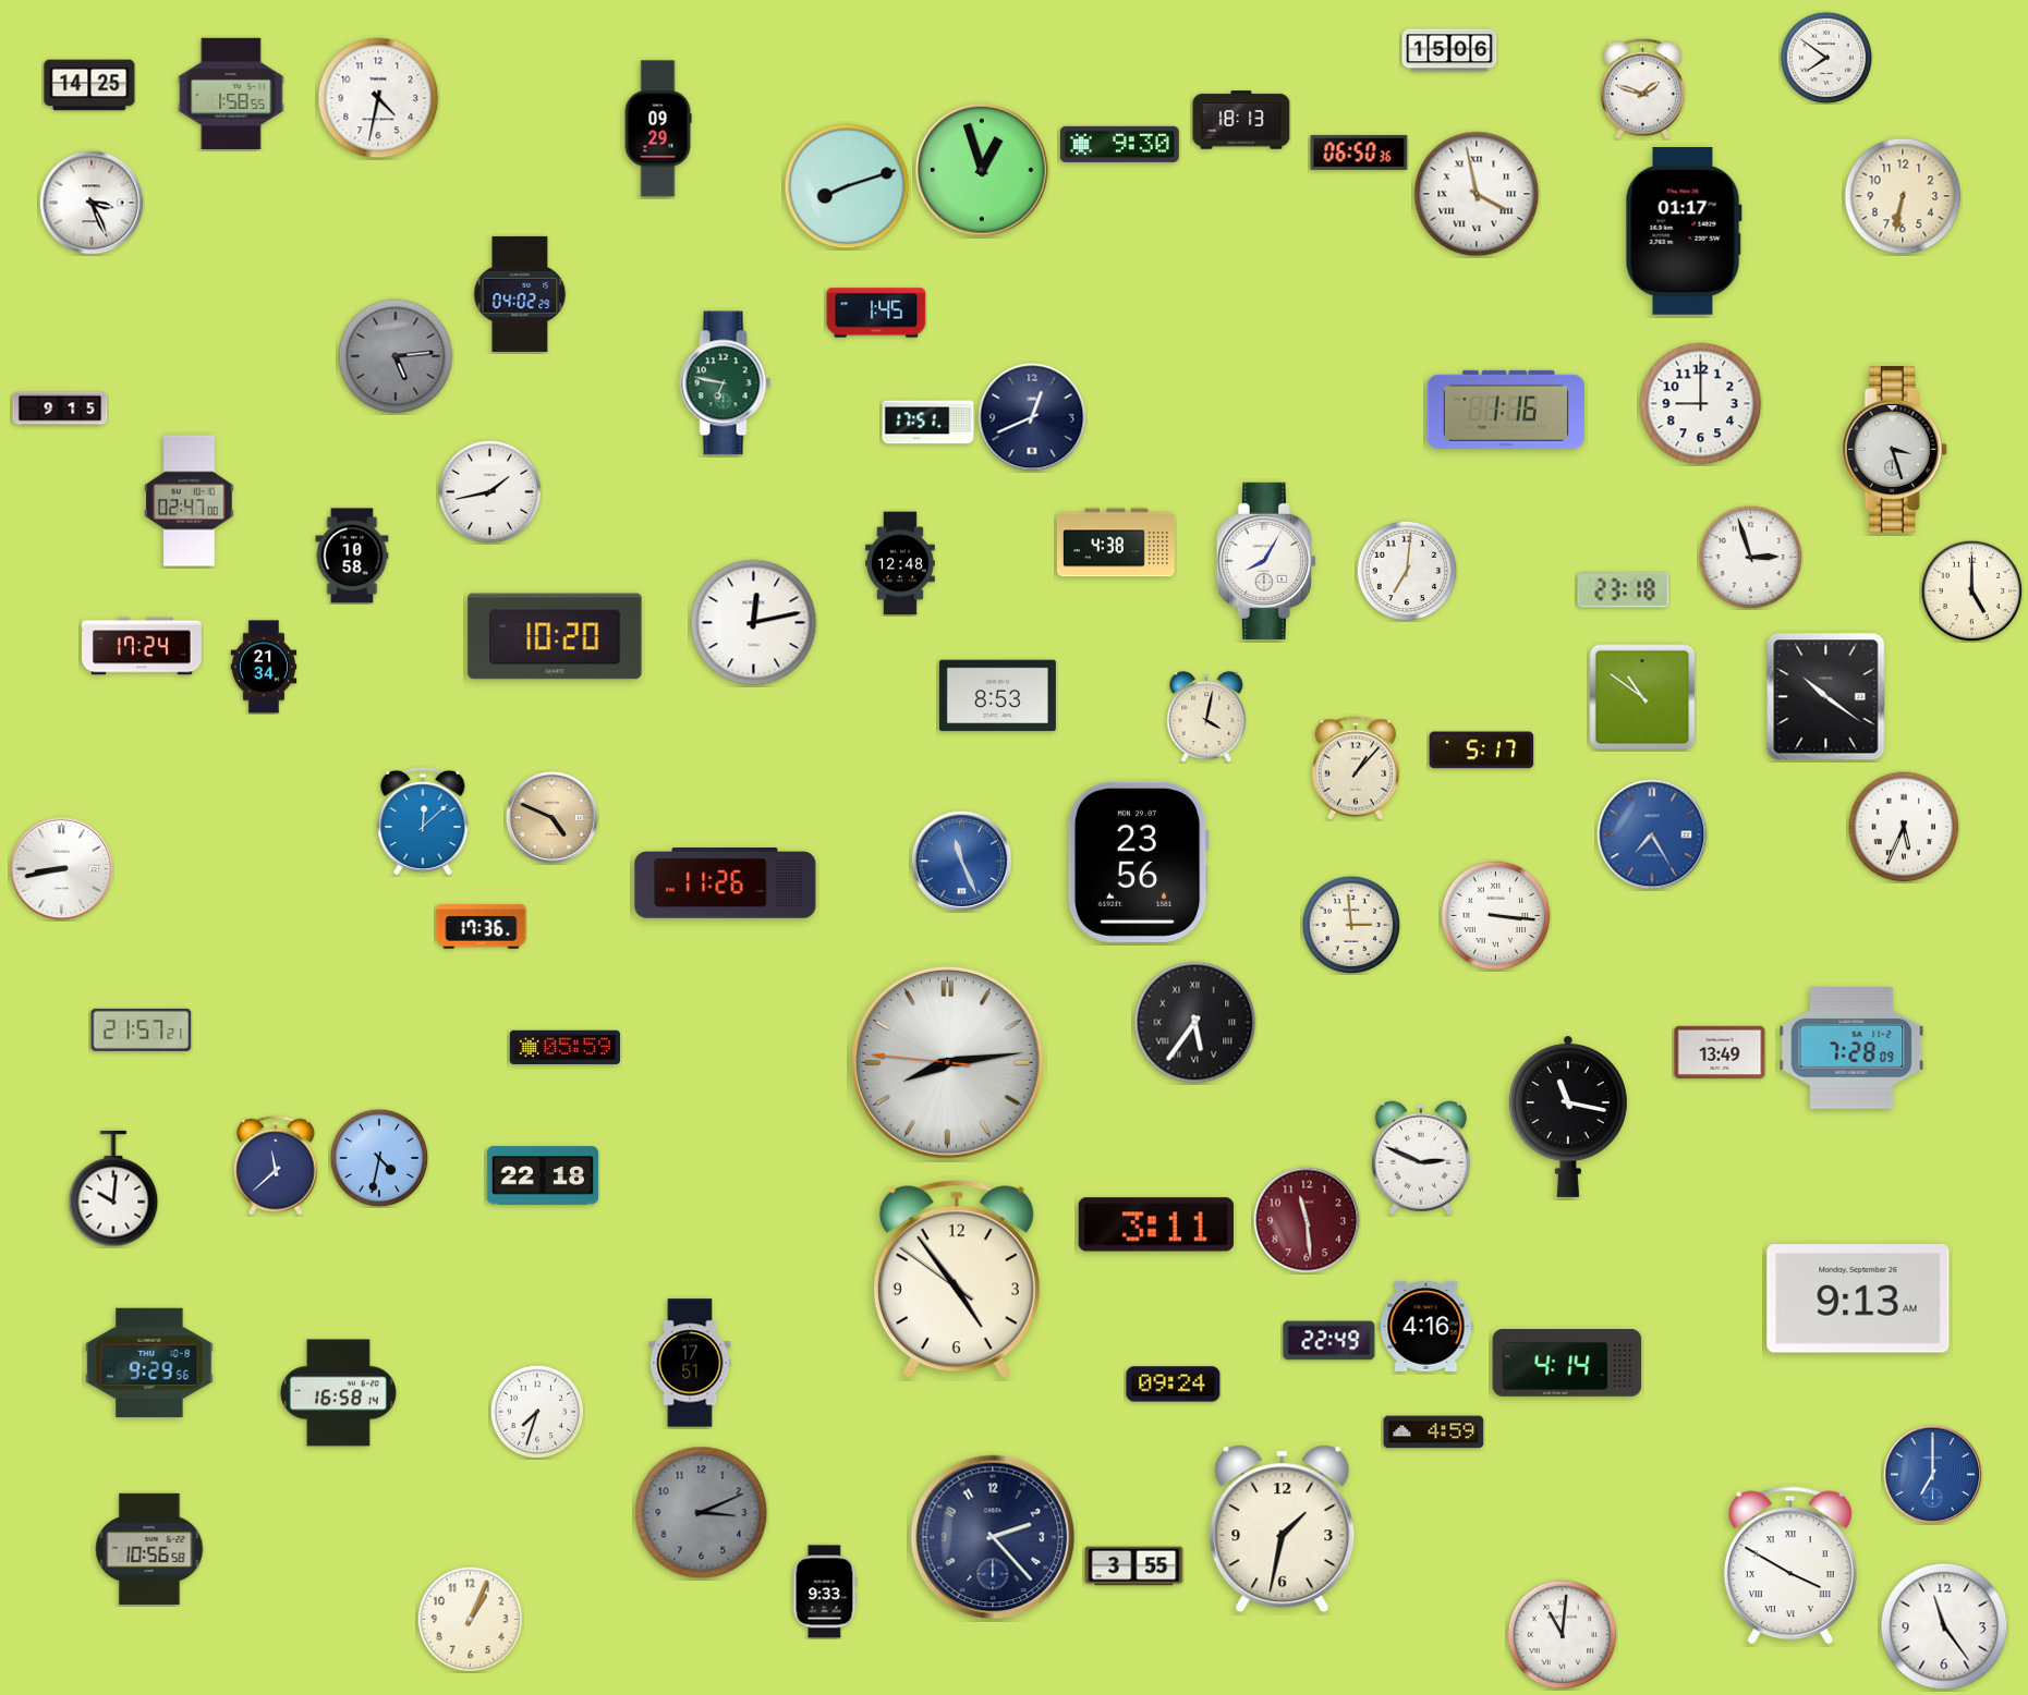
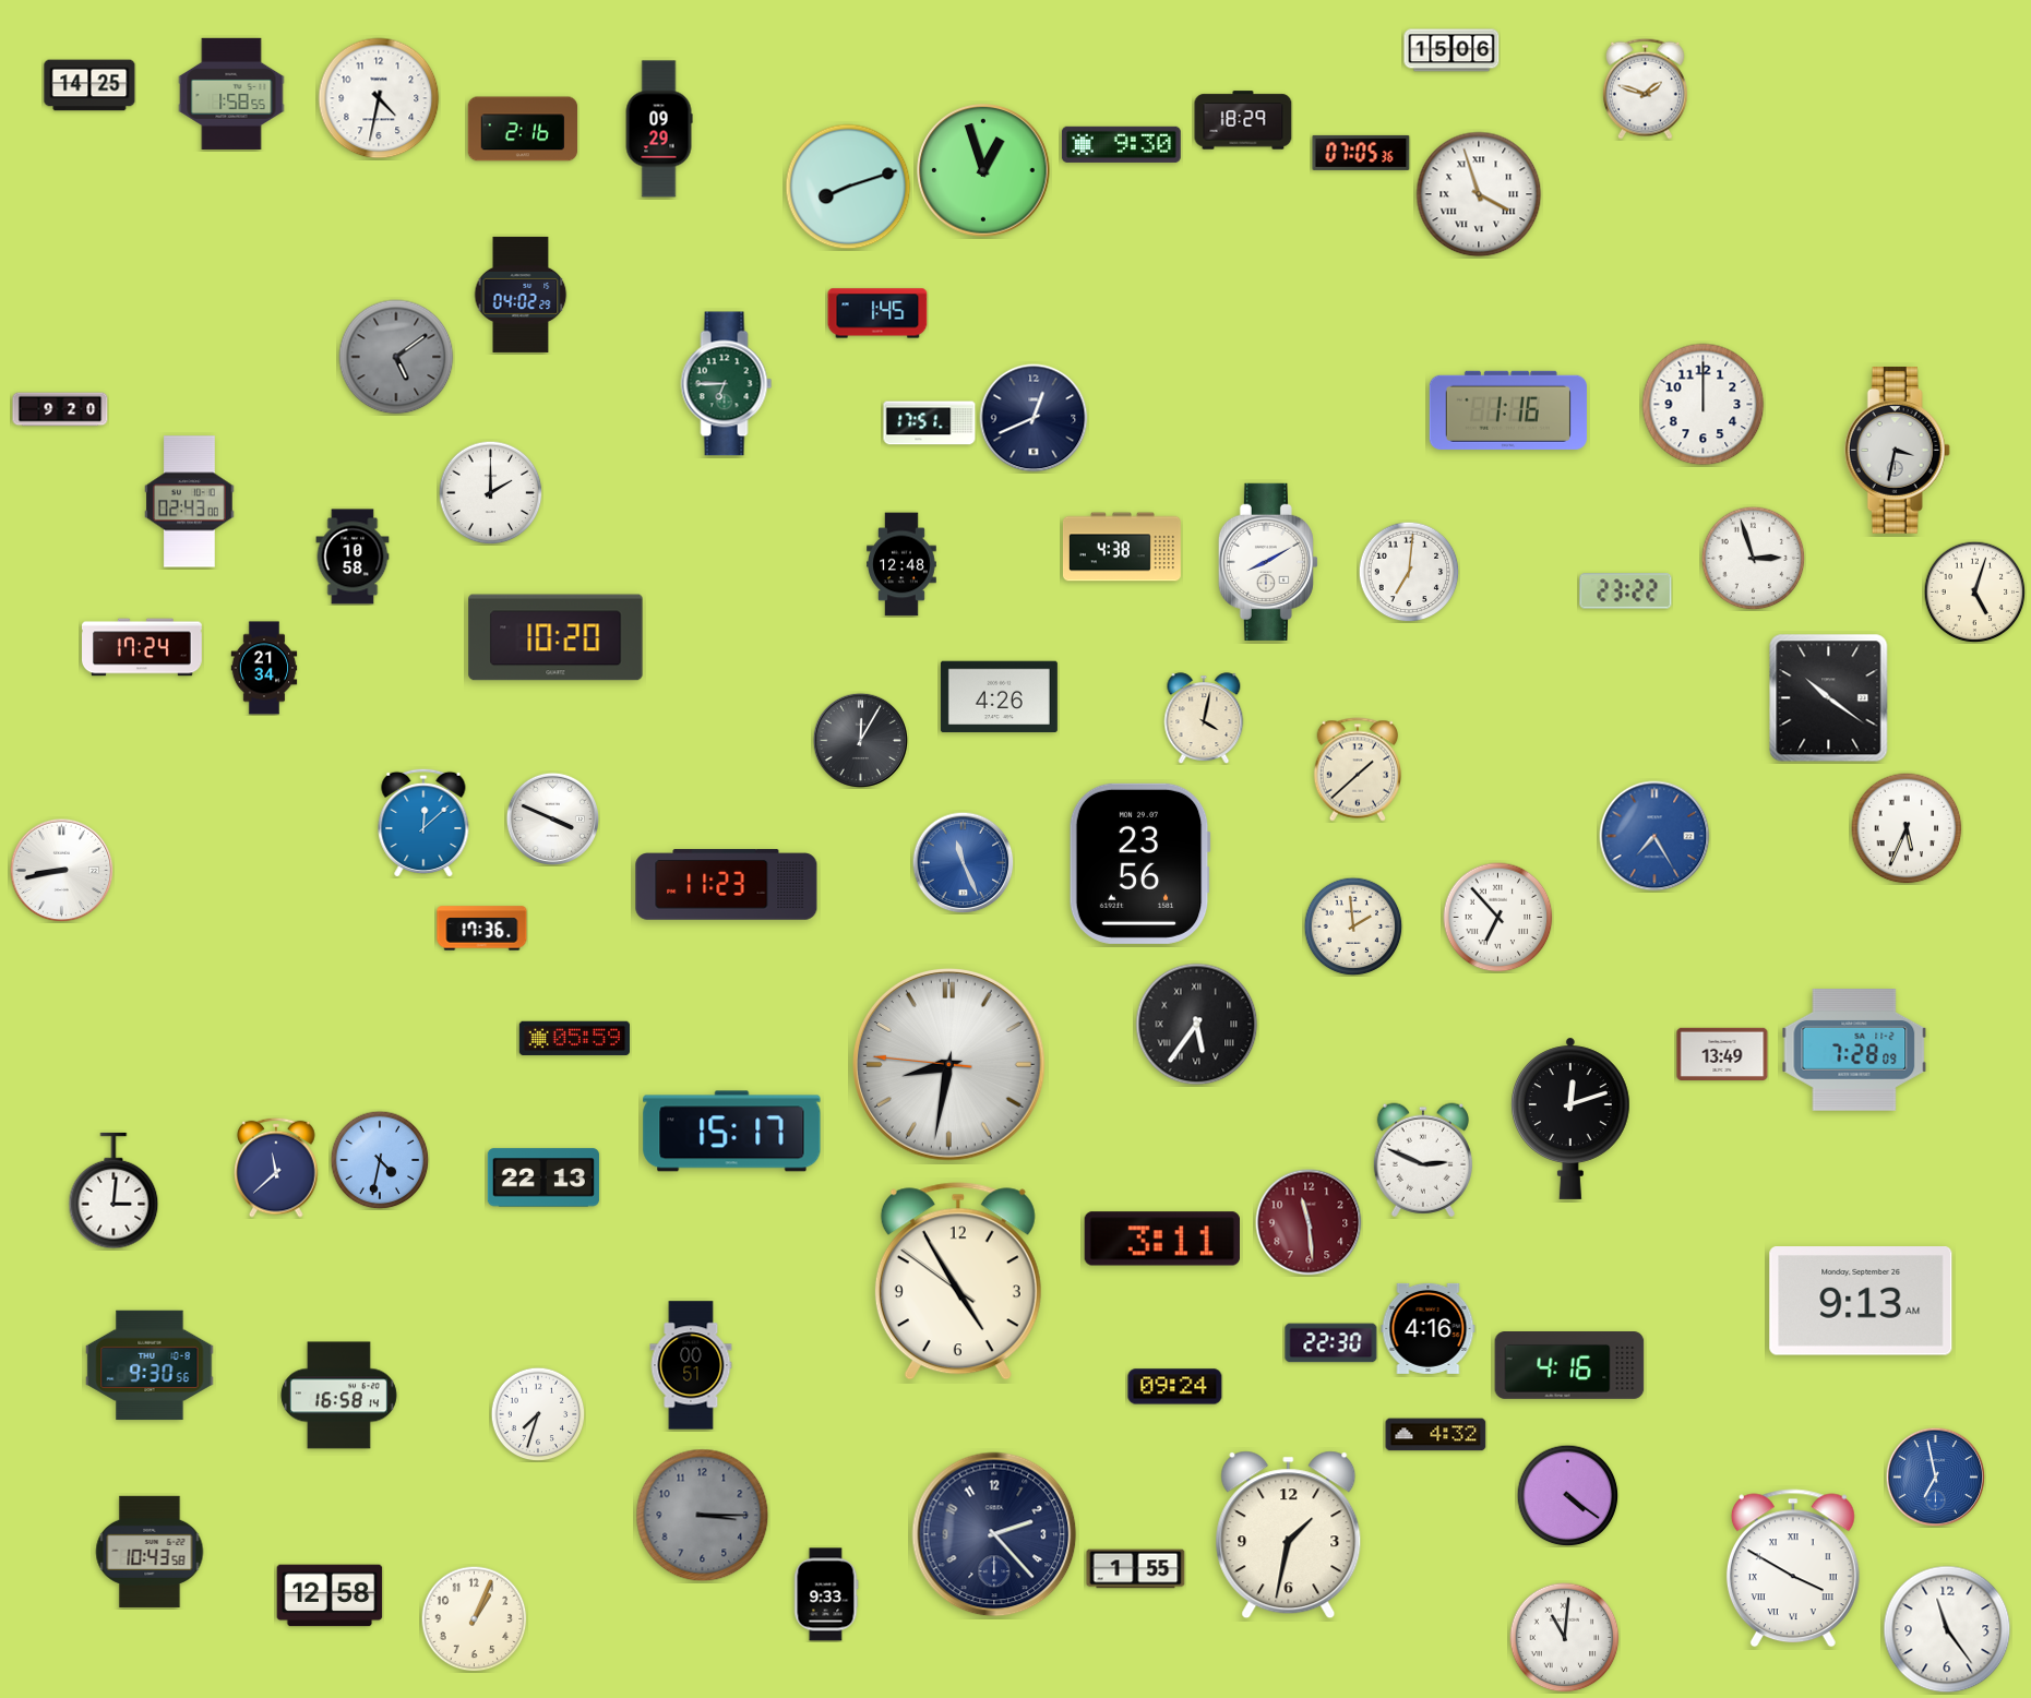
clock at (1826, 58): 7:51 -> none
clock at (1241, 120): 18:13 -> 18:29
clock at (522, 129): none -> 2:16
clock at (1359, 153): 06:50 -> 07:05
clock at (1477, 194): 3:58 -> 3:57
clock at (1903, 196): 6:32 -> none
clock at (92, 203): 3:26 -> none
clock at (1684, 231): 01:17 -> none
clock at (396, 356): 5:14 -> 5:09
clock at (726, 383): 6:47 -> 6:45
clock at (1701, 404): 9:00 -> 12:00
clock at (60, 408): 9:15 -> 9:20
clock at (1894, 449): 3:27 -> 3:32
clock at (489, 491): 1:43 -> 2:00
clock at (190, 501): 02:47 -> 02:43
clock at (1116, 542) position: (1116, 542) -> (1122, 547)
clock at (1266, 561): 8:05 -> 8:10
clock at (1624, 590): 23:18 -> 23:22
clock at (1971, 590): 5:00 -> 5:03
clock at (754, 623): 12:13 -> none
clock at (997, 696): 8:53 -> 4:26
clock at (1642, 697): 10:51 -> none
clock at (1206, 717) position: (1206, 717) -> (1204, 718)
clock at (860, 740): none -> 12:05
clock at (1482, 751): 5:17 -> none
clock at (1356, 768): 1:07 -> 1:38
clock at (551, 817): 4:49 -> 3:49
clock at (551, 817) dial: champagne -> white
clock at (726, 883): 11:26 -> 11:23
clock at (1496, 916): 3:16 -> 6:53
clock at (1351, 925): 2:59 -> 1:59
clock at (142, 1029): 21:57 -> none
clock at (564, 1047) position: (564, 1047) -> (574, 1038)
clock at (948, 1063): 8:13 -> 8:31
clock at (1568, 1117): 11:17 -> 12:12
clock at (732, 1132): none -> 15:17
clock at (543, 1175): 22:18 -> 22:13
clock at (113, 1188): 10:01 -> 3:01
clock at (1156, 1224) position: (1156, 1224) -> (1162, 1239)
clock at (957, 1279): 4:53 -> 4:54
clock at (1329, 1341): 22:49 -> 22:30
clock at (149, 1363): 9:29 -> 9:30
clock at (690, 1363): 17:51 -> 00:51
clock at (1567, 1364): 4:14 -> 4:16
clock at (1434, 1432): 4:59 -> 4:32
clock at (1932, 1474): 7:00 -> 6:58
clock at (1567, 1495): none -> 4:21
clock at (702, 1513): 3:11 -> 3:15
clock at (1283, 1529) position: (1283, 1529) -> (1289, 1535)
clock at (993, 1537) position: (993, 1537) -> (994, 1534)
clock at (149, 1549): 10:56 -> 10:43
clock at (1134, 1566): 3:55 -> 1:55
clock at (330, 1595): none -> 12:58
clock at (470, 1619) position: (470, 1619) -> (474, 1618)
